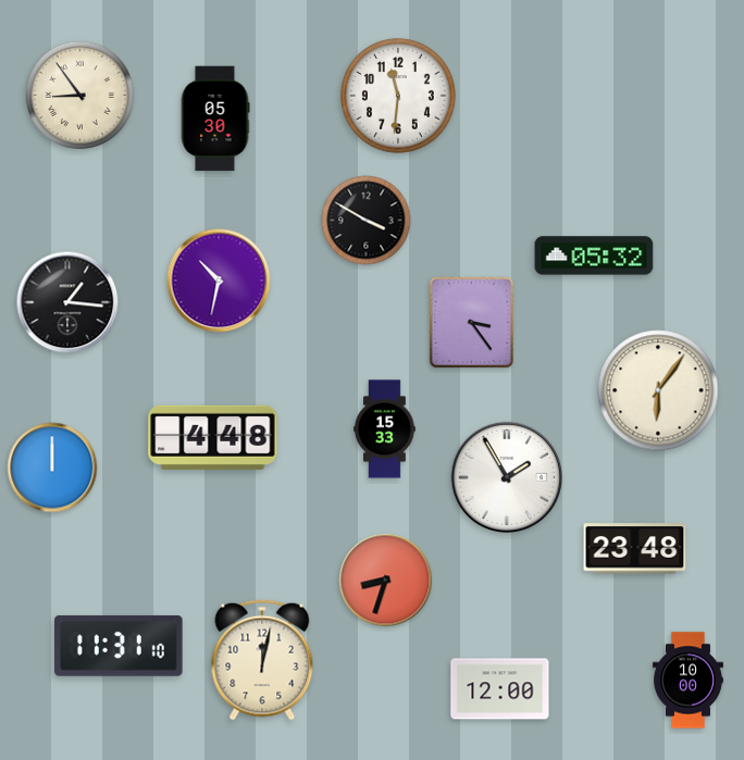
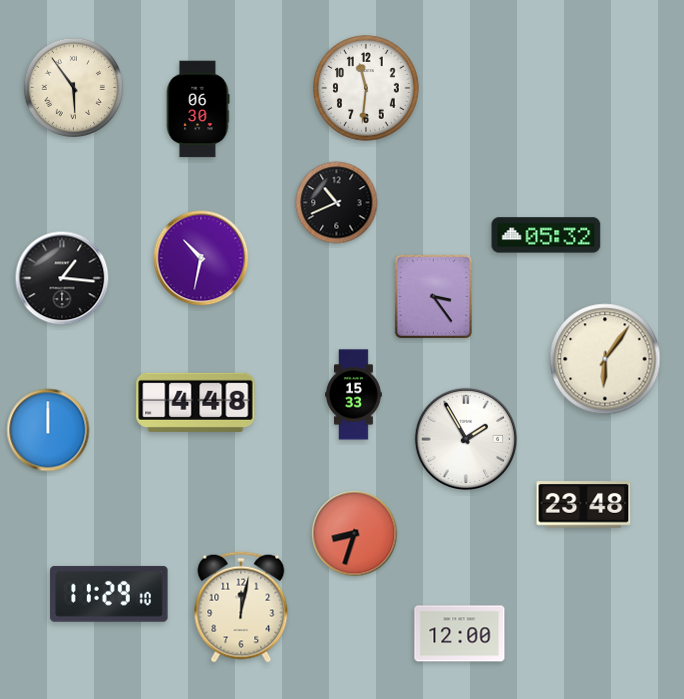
clock at (79, 95): 8:54 -> 5:54
clock at (215, 119): 05:30 -> 06:30
clock at (367, 221): 3:50 -> 10:41
clock at (119, 646): 11:31 -> 11:29
clock at (687, 681): 10:00 -> none
